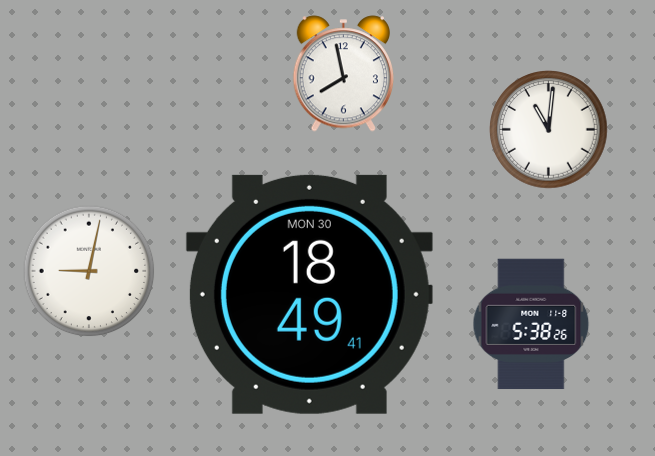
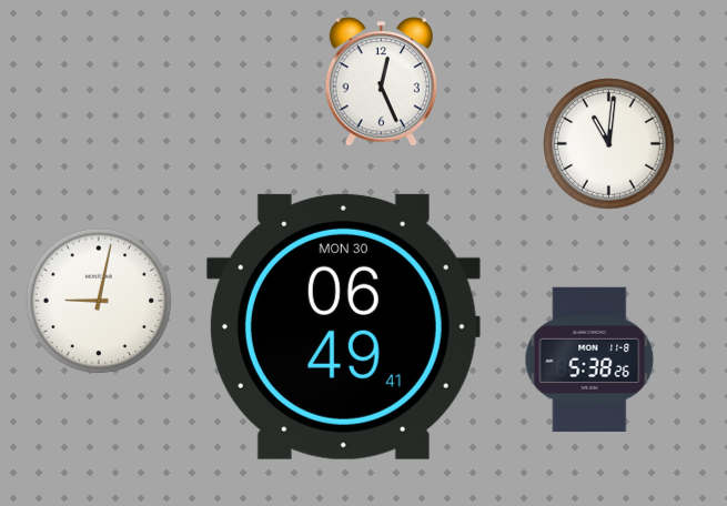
clock at (343, 74): 7:58 -> 12:26
clock at (309, 294): 18:49 -> 06:49
